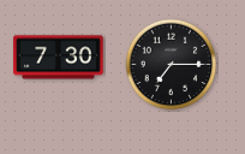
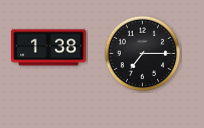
clock at (59, 58): 7:30 -> 1:38
